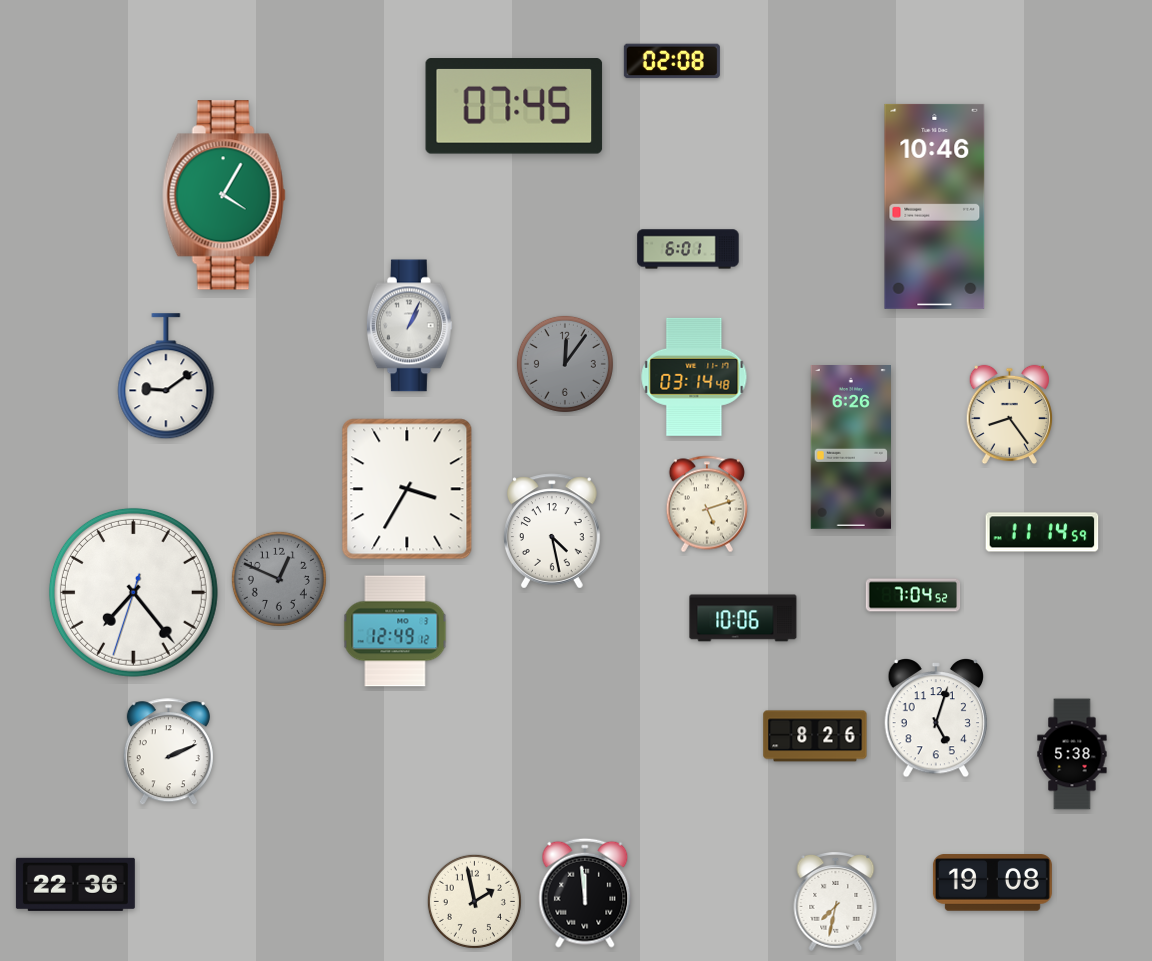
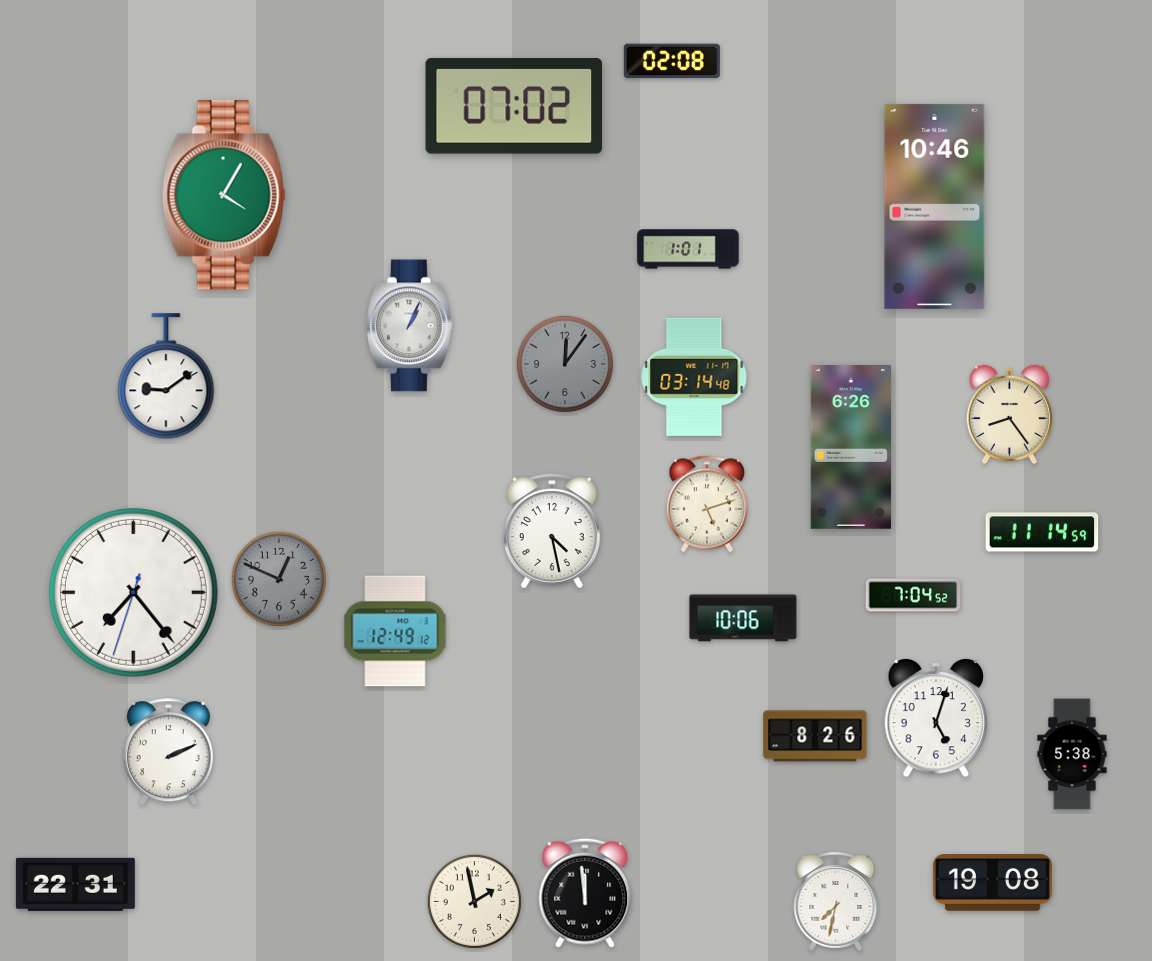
clock at (514, 106): 07:45 -> 07:02
clock at (688, 249): 6:01 -> 1:01
clock at (407, 489): 3:35 -> none
clock at (75, 884): 22:36 -> 22:31
